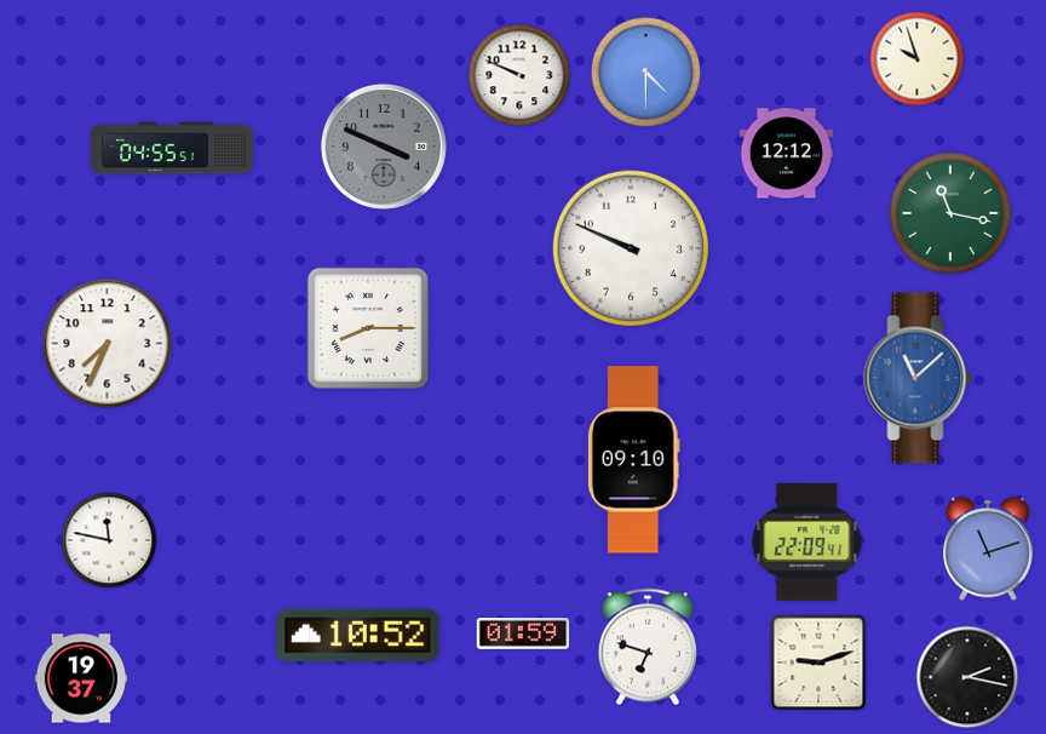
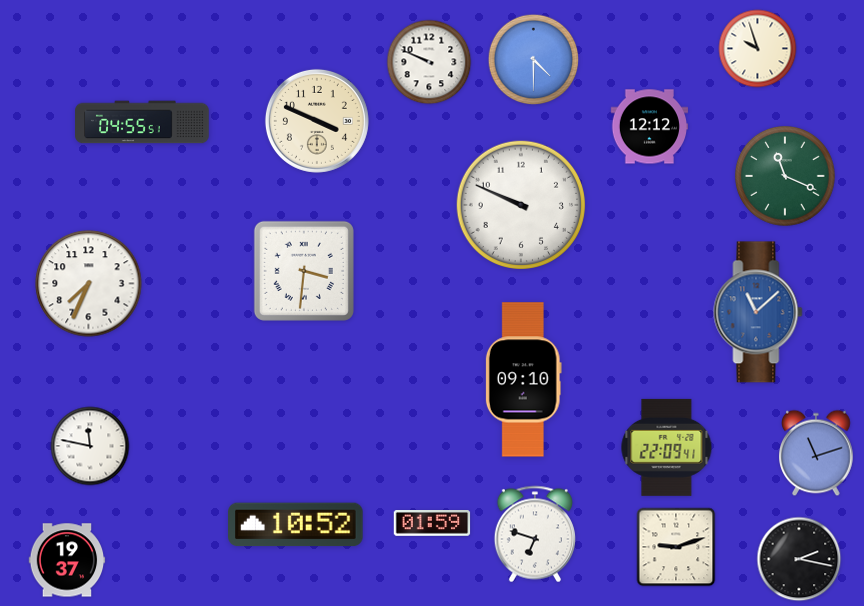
clock at (384, 147) dial: grey -> cream
clock at (952, 214): 11:17 -> 11:19
clock at (368, 328): 8:15 -> 3:31
